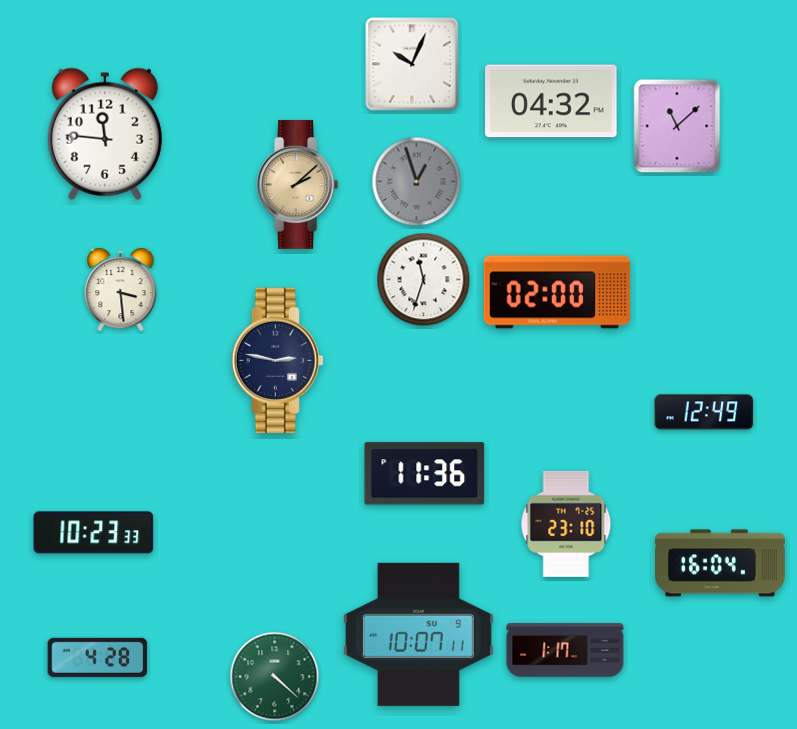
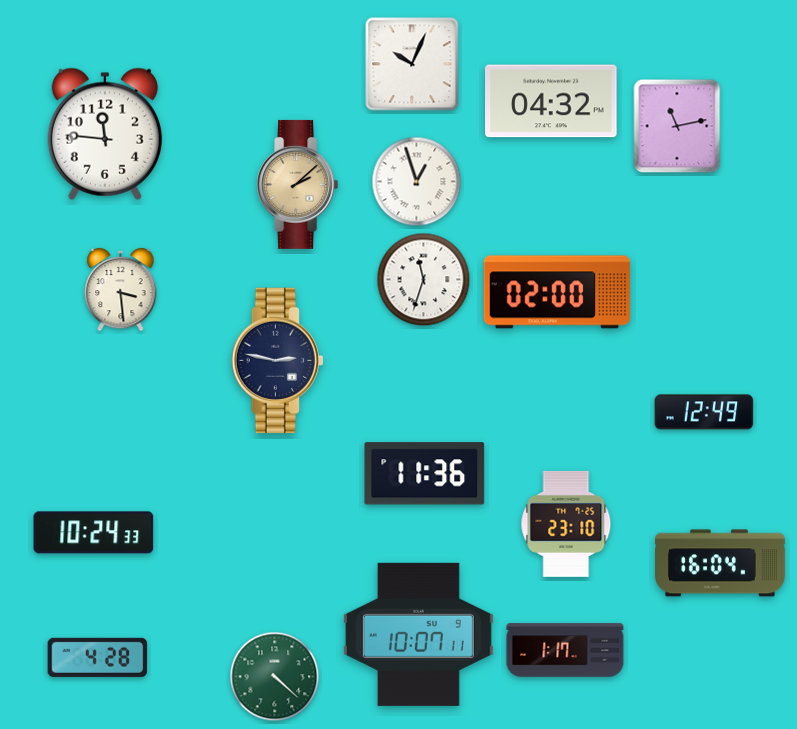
clock at (677, 126): 11:08 -> 11:13
clock at (417, 182) dial: grey -> white
clock at (94, 533): 10:23 -> 10:24
